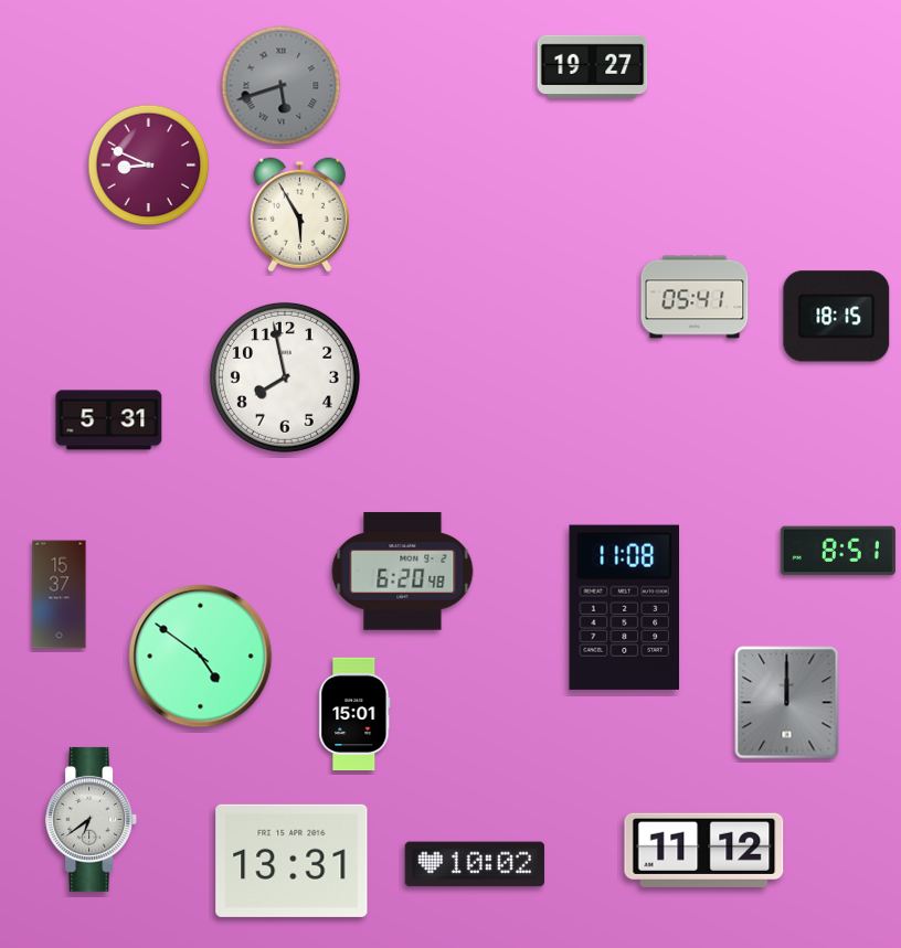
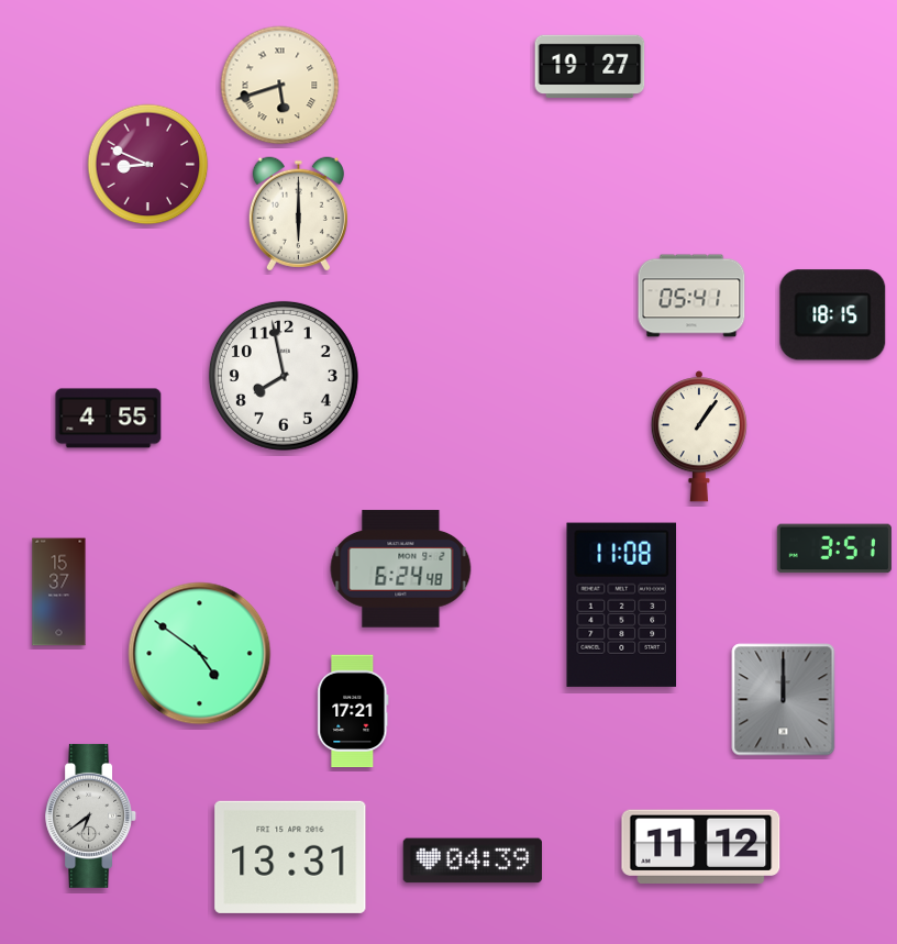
clock at (282, 86) dial: grey -> cream
clock at (299, 215): 5:55 -> 6:00
clock at (109, 420): 5:31 -> 4:55
clock at (698, 436): none -> 1:06
clock at (838, 551): 8:51 -> 3:51
clock at (403, 572): 6:20 -> 6:24
clock at (354, 714): 15:01 -> 17:21
clock at (475, 864): 10:02 -> 04:39
